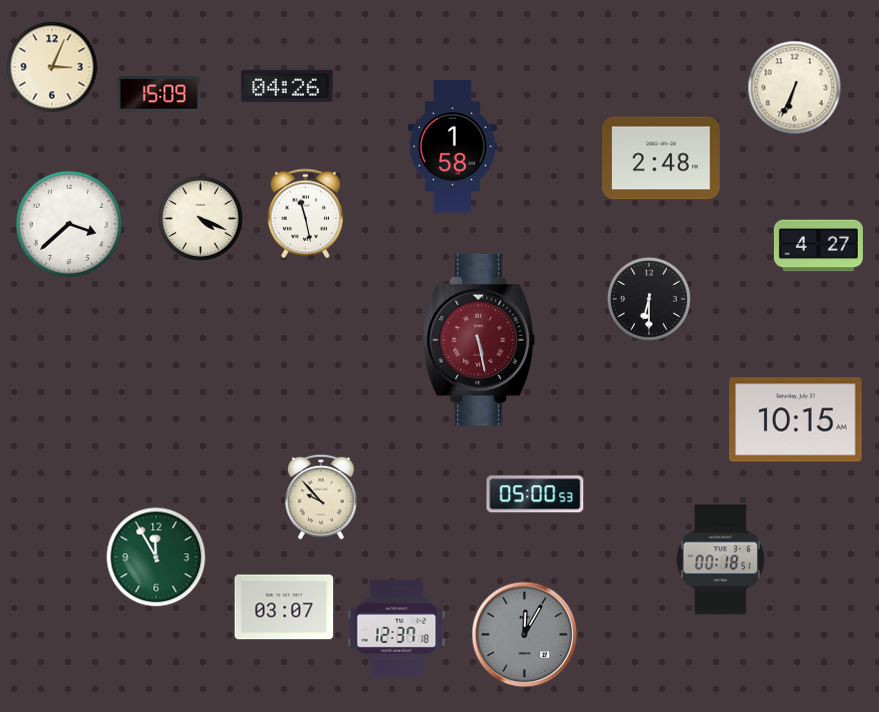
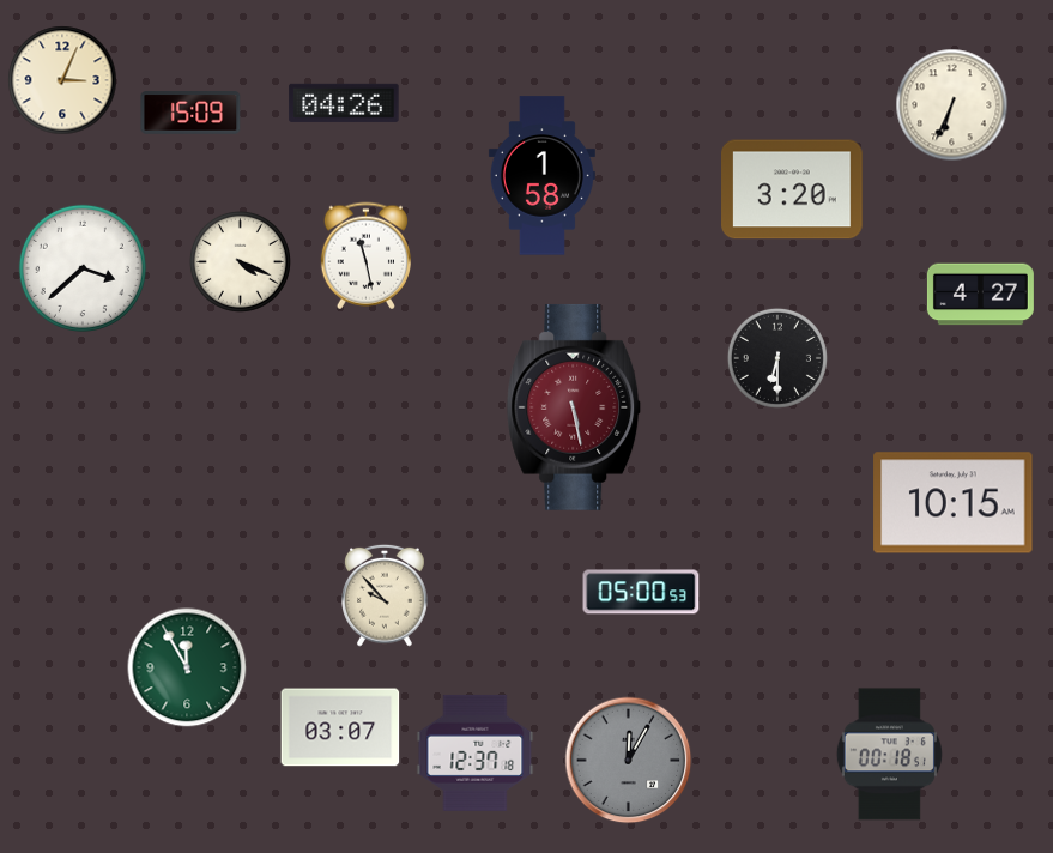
clock at (662, 158): 2:48 -> 3:20
clock at (720, 560) position: (720, 560) -> (889, 755)
